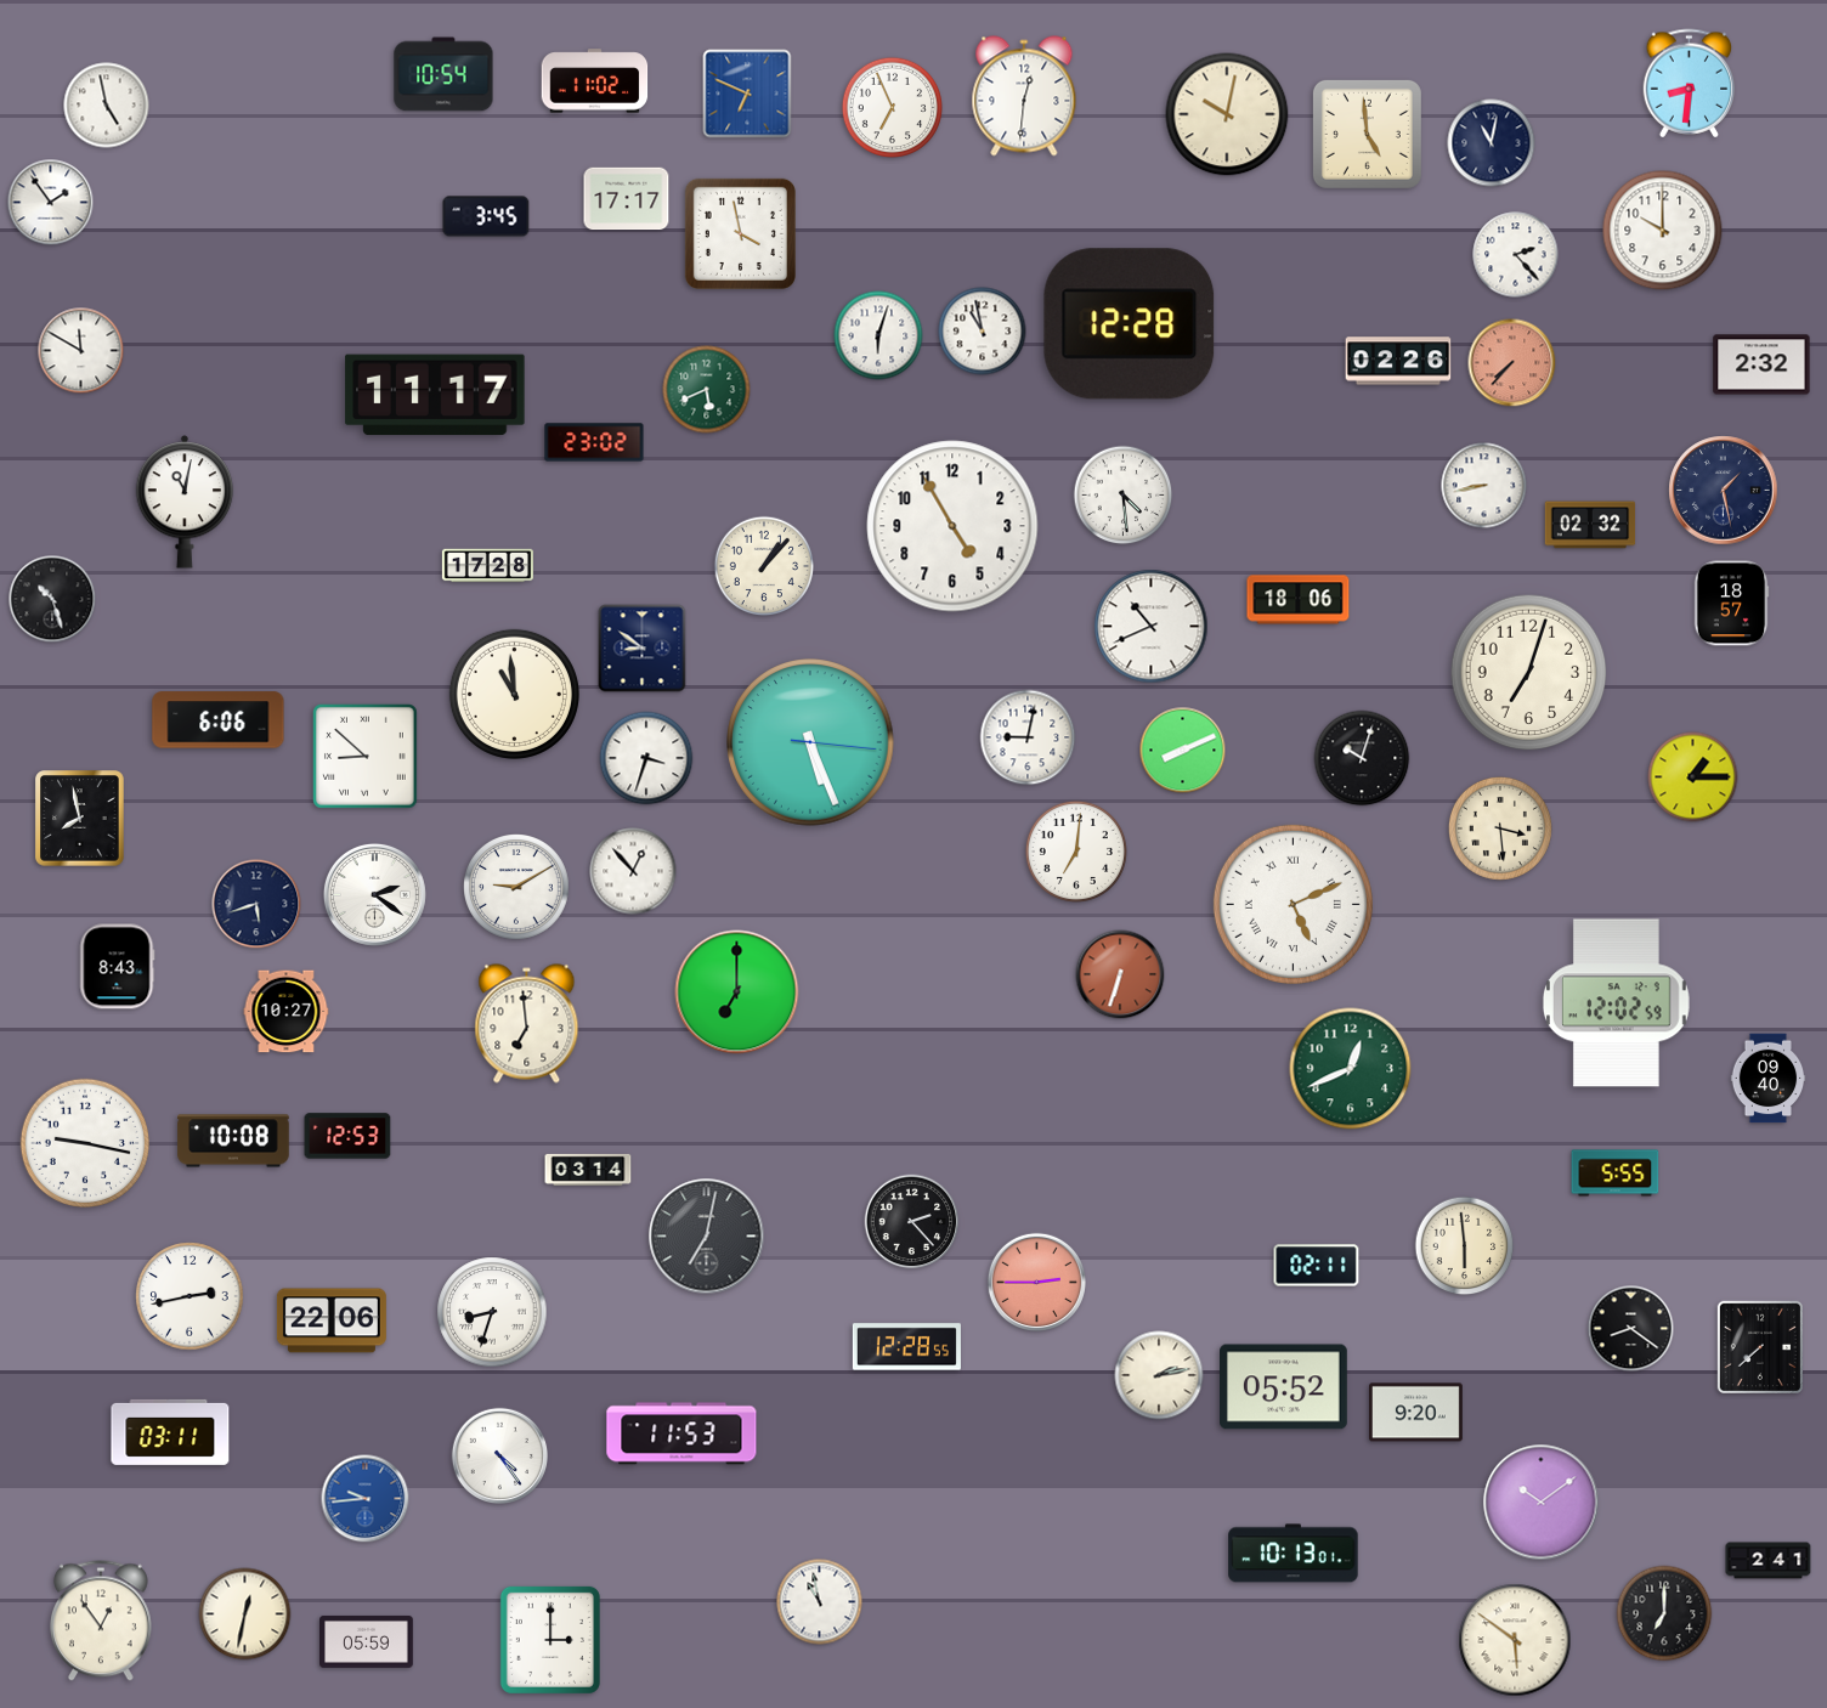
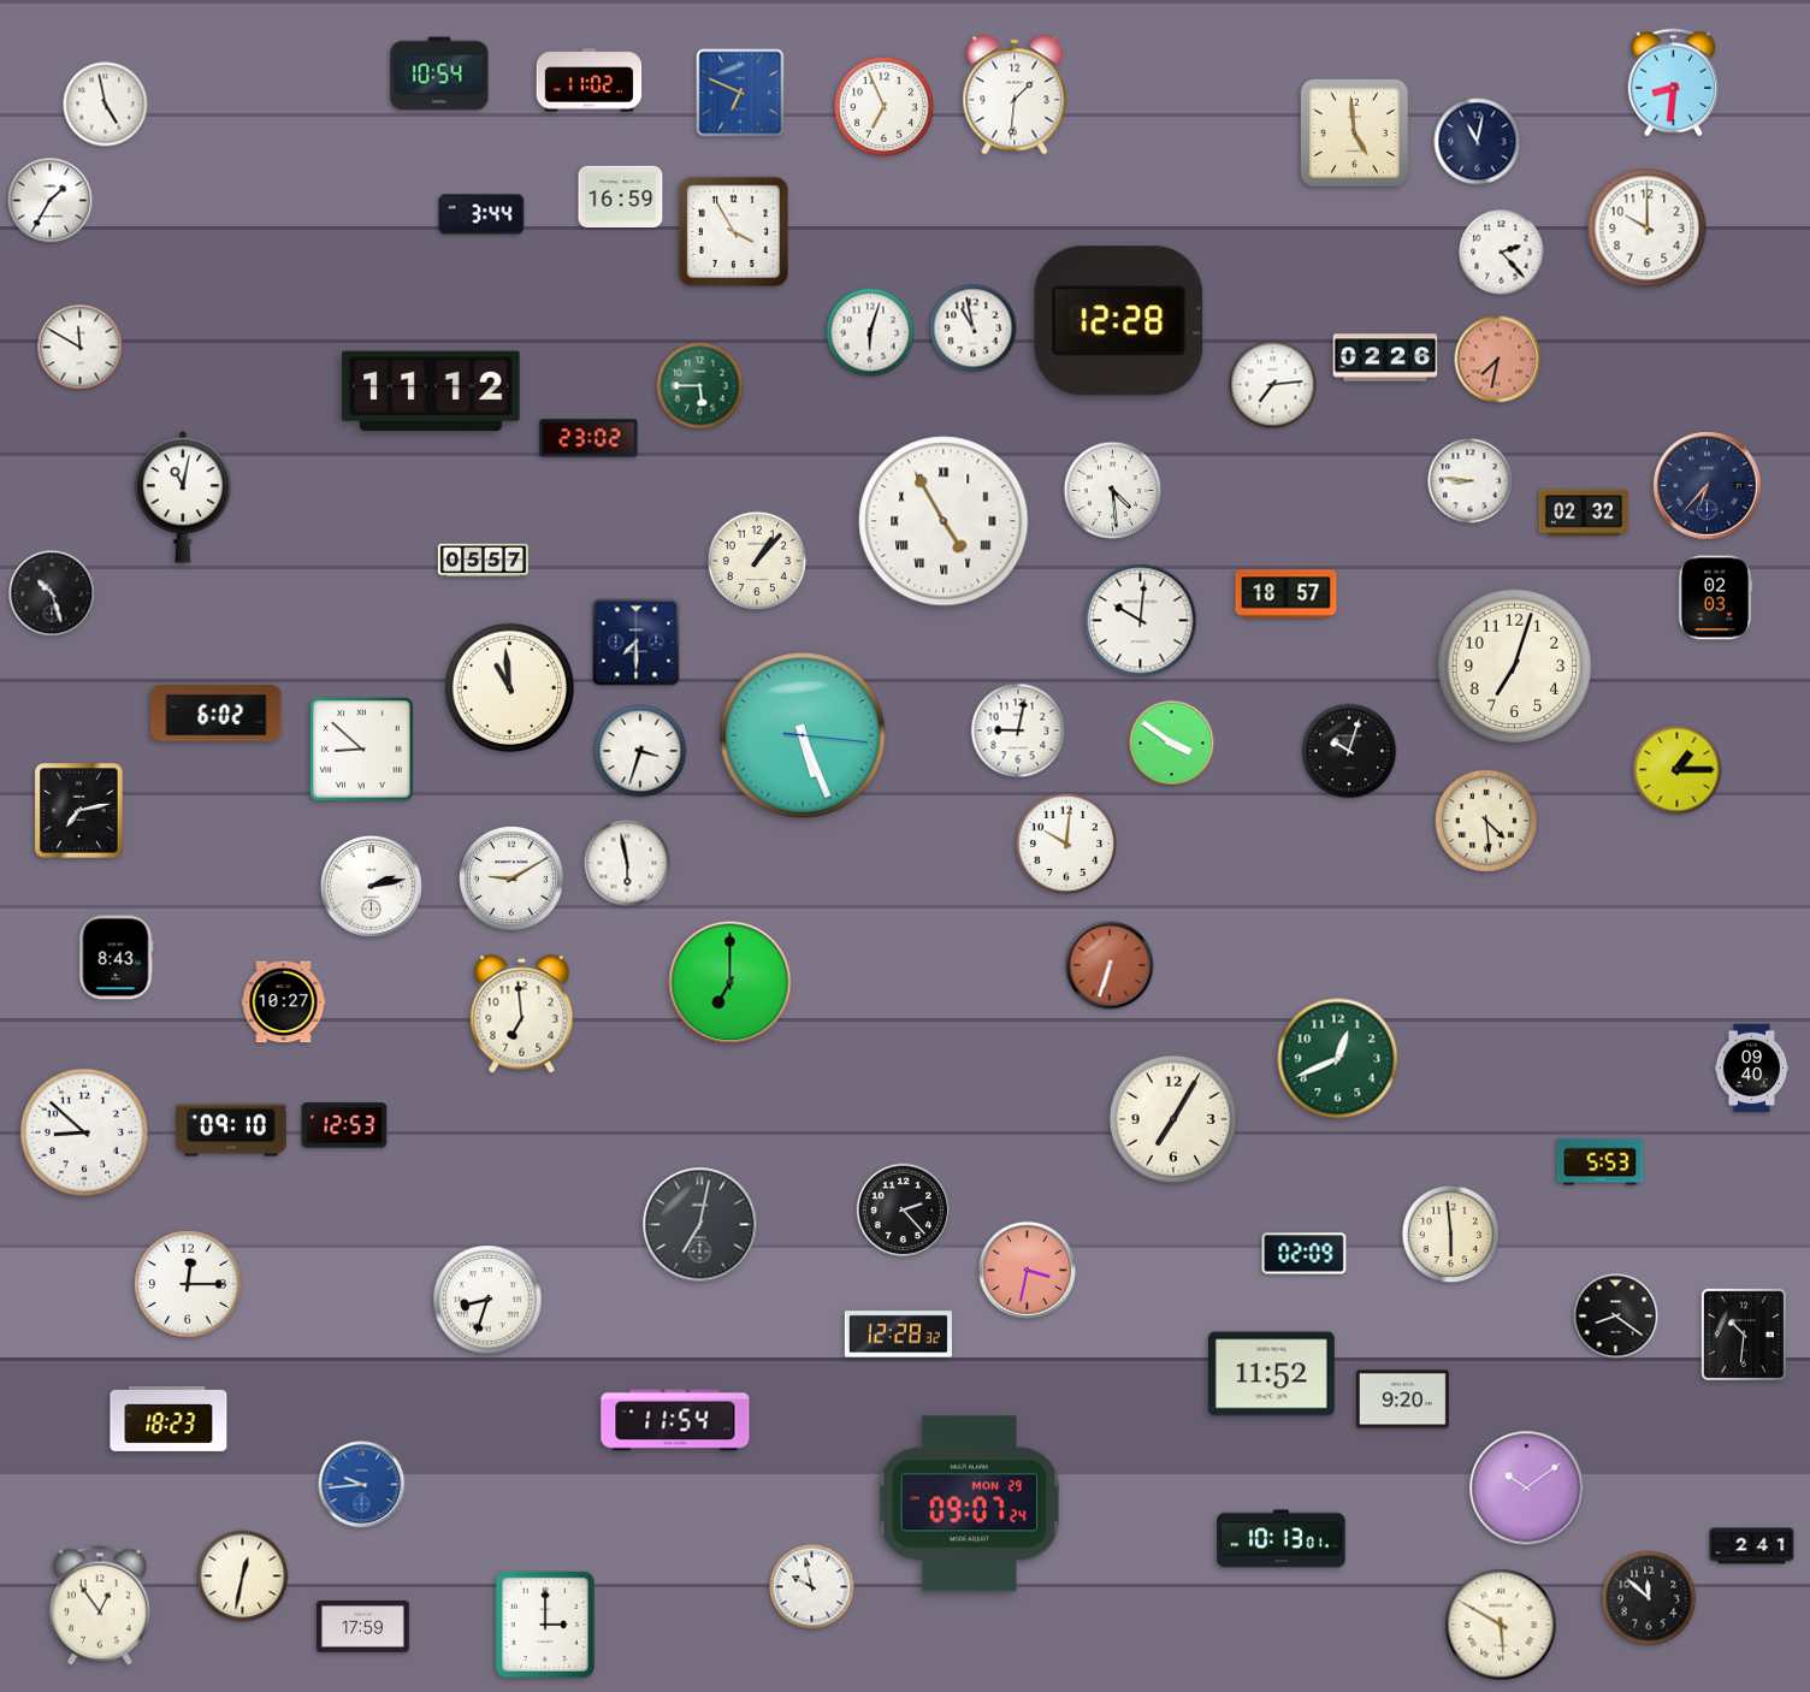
clock at (1024, 96): 12:31 -> 1:31
clock at (1227, 114): 10:02 -> none
clock at (627, 199): 17:17 -> 16:59
clock at (51, 203): 1:54 -> 1:35
clock at (486, 216): 3:45 -> 3:44
clock at (740, 233): 3:58 -> 3:55
clock at (1512, 363): 7:37 -> 7:32
clock at (1761, 364): 2:32 -> none
clock at (1273, 385): none -> 7:14
clock at (707, 390): 5:41 -> 5:45
clock at (435, 395): 11:17 -> 11:12
clock at (1484, 486): 8:43 -> 8:46
clock at (1724, 491): 1:28 -> 6:37
clock at (1590, 525) position: (1590, 525) -> (1584, 513)
clock at (952, 526) numerals: Arabic -> Roman
clock at (487, 566): 17:28 -> 05:57
clock at (1299, 600): 18:06 -> 18:57
clock at (1731, 604): 18:57 -> 02:03
clock at (1152, 627): 10:41 -> 10:01
clock at (643, 649): 8:51 -> 7:30
clock at (219, 720): 6:06 -> 6:02
clock at (1183, 751): 8:11 -> 3:51
clock at (80, 819): 7:58 -> 7:13
clock at (1500, 828): 3:29 -> 4:29
clock at (1076, 852): 7:01 -> 10:01
clock at (633, 871): 12:53 -> 5:58
clock at (374, 894): 2:21 -> 2:13
clock at (256, 904): 5:42 -> none
clock at (1293, 904): 5:11 -> none
clock at (1616, 1003): 12:02 -> none
clock at (1172, 1118): none -> 7:05
clock at (233, 1141): 10:08 -> 09:10
clock at (84, 1142): 9:17 -> 8:52
clock at (588, 1170): 03:14 -> none
clock at (1616, 1173): 5:55 -> 5:53
clock at (1317, 1266): 02:11 -> 02:09
clock at (1036, 1282): 2:45 -> 3:32
clock at (190, 1296): 2:43 -> 12:15
clock at (332, 1320): 22:06 -> none
clock at (906, 1347): 12:28:55 -> 12:28:32
clock at (1759, 1347): 7:38 -> 10:31
clock at (1159, 1375): 2:13 -> none
clock at (1284, 1387): 05:52 -> 11:52
clock at (170, 1432): 03:11 -> 18:23
clock at (681, 1433): 11:53 -> 11:54
clock at (500, 1457): 4:24 -> none
clock at (970, 1504): none -> 09:07
clock at (820, 1602): 10:58 -> 9:58
clock at (1664, 1613): 7:00 -> 11:52
clock at (245, 1614) position: (245, 1614) -> (243, 1576)
clock at (1515, 1640): 5:51 -> 5:50
clock at (367, 1641): 05:59 -> 17:59
